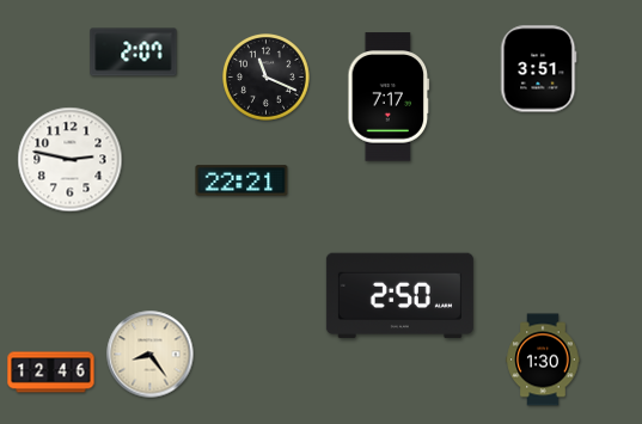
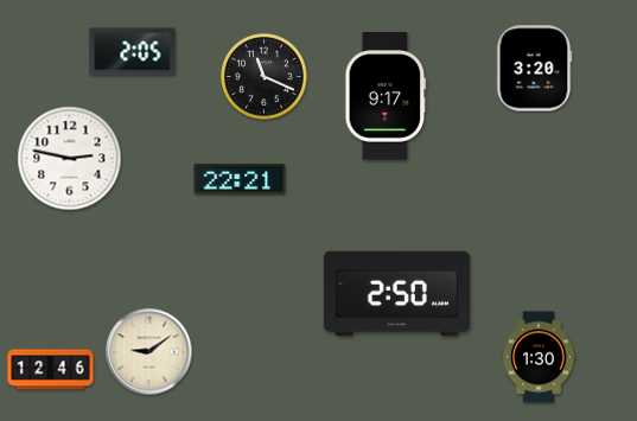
clock at (134, 53): 2:07 -> 2:05
clock at (538, 69): 3:51 -> 3:20
clock at (389, 97): 7:17 -> 9:17
clock at (151, 355): 8:24 -> 9:09
